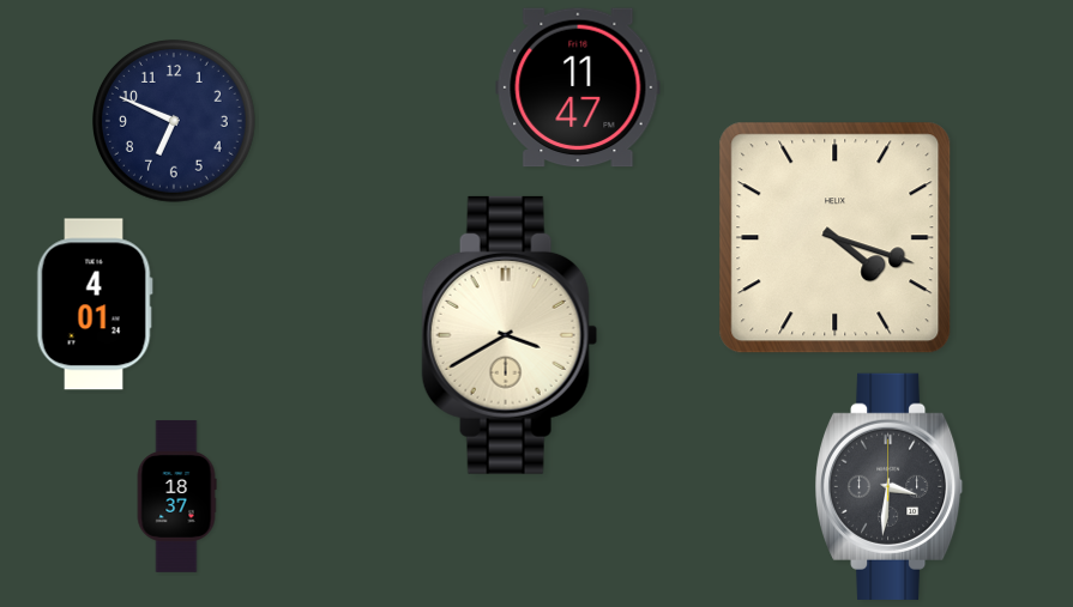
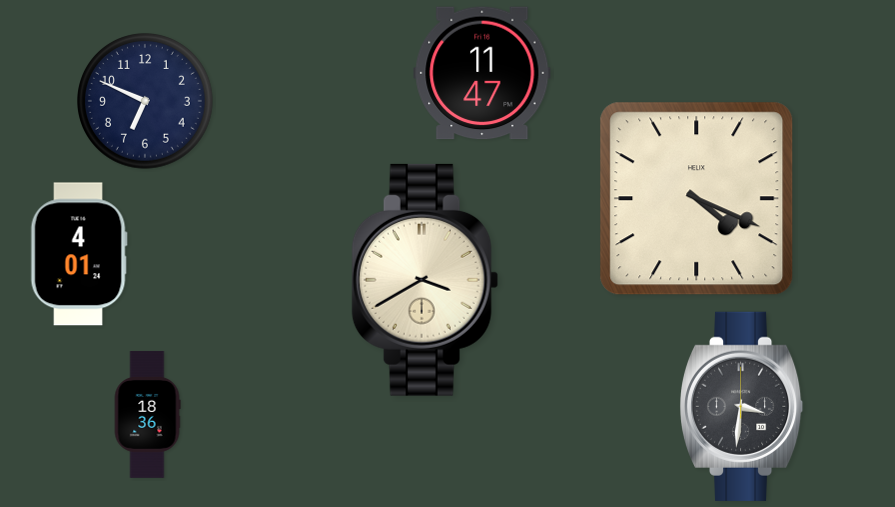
clock at (836, 238): 4:18 -> 4:19
clock at (176, 497): 18:37 -> 18:36
